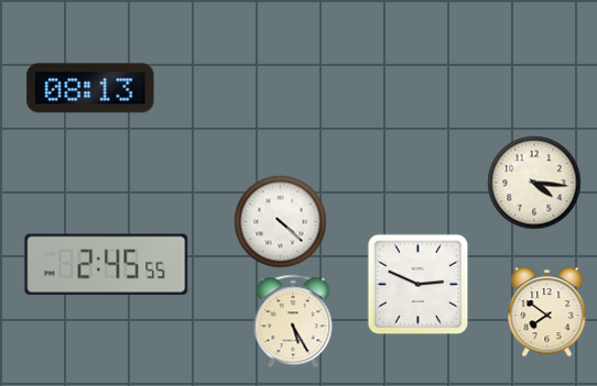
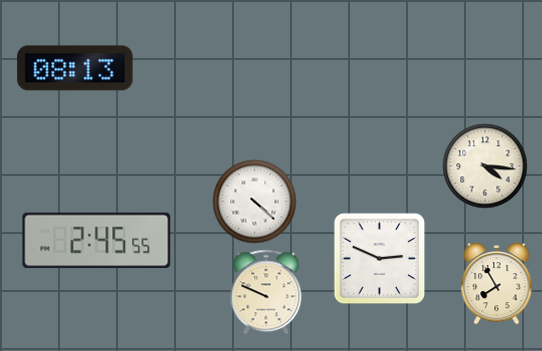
clock at (90, 88) position: (90, 88) -> (75, 68)
clock at (547, 312): 7:51 -> 7:55
clock at (293, 321): 5:25 -> 9:49
